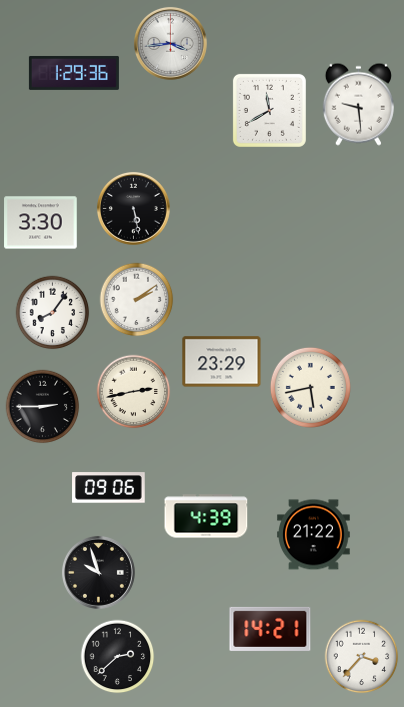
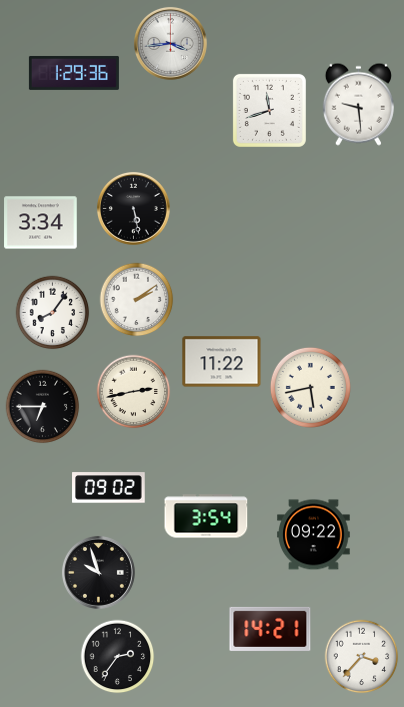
clock at (269, 110): 11:40 -> 11:42
clock at (41, 223): 3:30 -> 3:34
clock at (222, 362): 23:29 -> 11:22
clock at (43, 407): 2:45 -> 6:45
clock at (109, 488): 09:06 -> 09:02
clock at (206, 516): 4:39 -> 3:54
clock at (314, 535): 21:22 -> 09:22
clock at (118, 657): 2:38 -> 2:36
